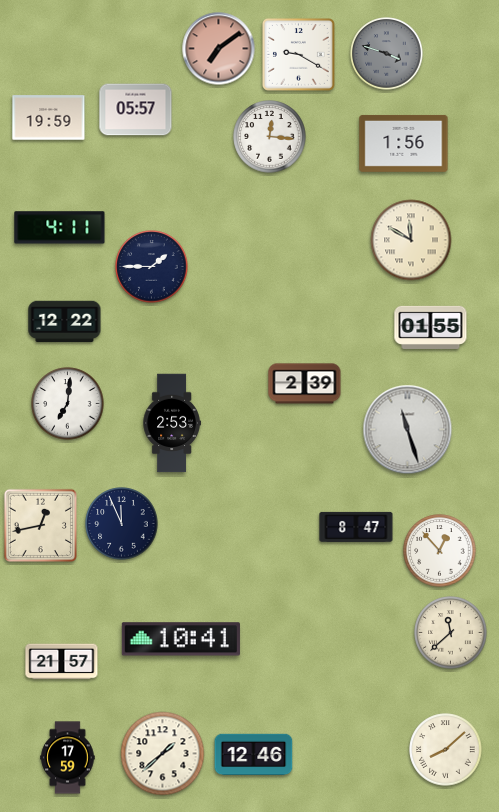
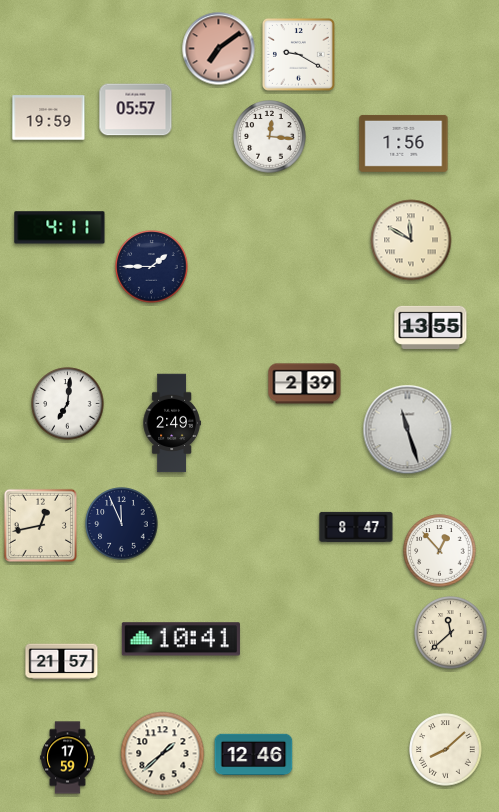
clock at (387, 54): 3:48 -> none
clock at (65, 322): 12:22 -> none
clock at (431, 327): 01:55 -> 13:55
clock at (172, 423): 2:53 -> 2:49
